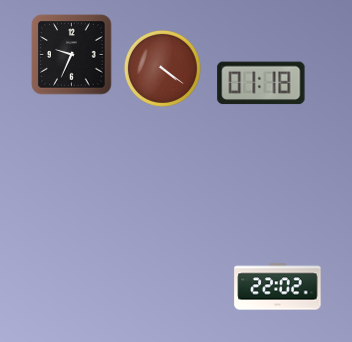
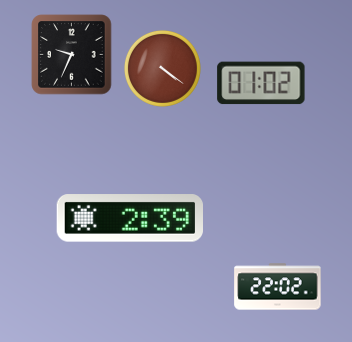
clock at (261, 83): 01:18 -> 01:02
clock at (129, 218): none -> 2:39
